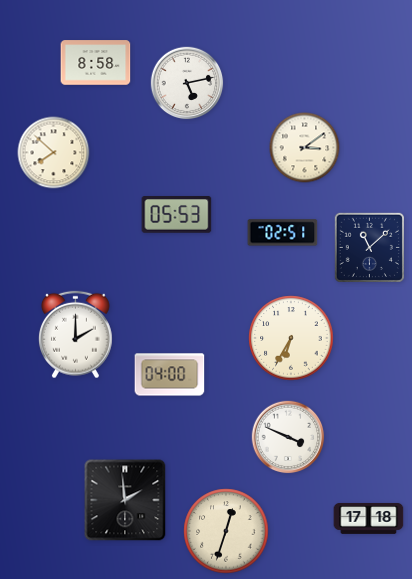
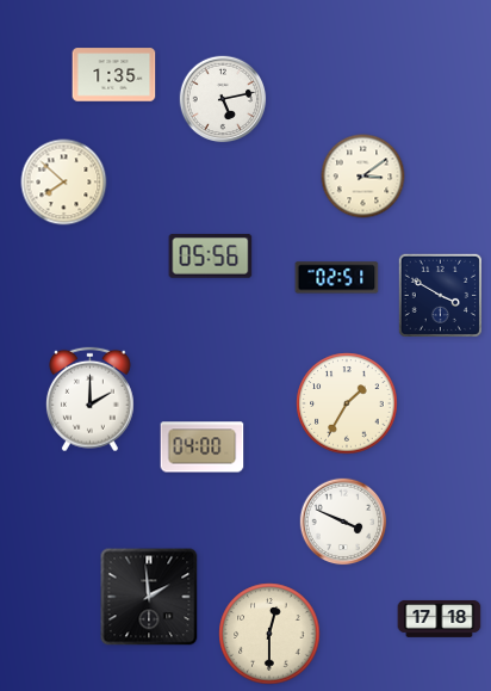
clock at (96, 63): 8:58 -> 1:35
clock at (177, 215): 05:53 -> 05:56
clock at (369, 247): 11:08 -> 3:50
clock at (291, 338): 6:35 -> 1:35
clock at (226, 531): 12:33 -> 12:30
